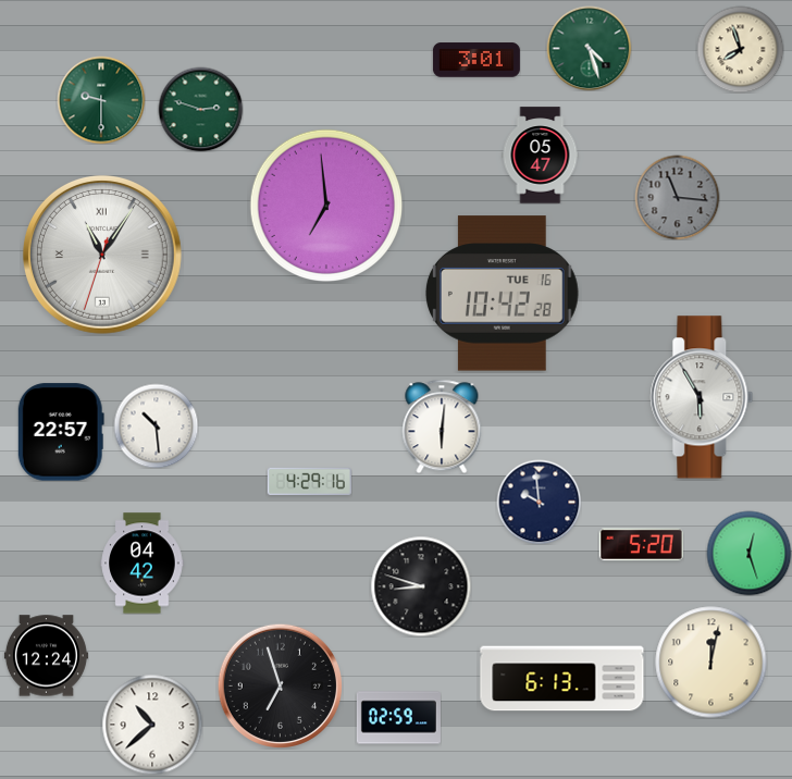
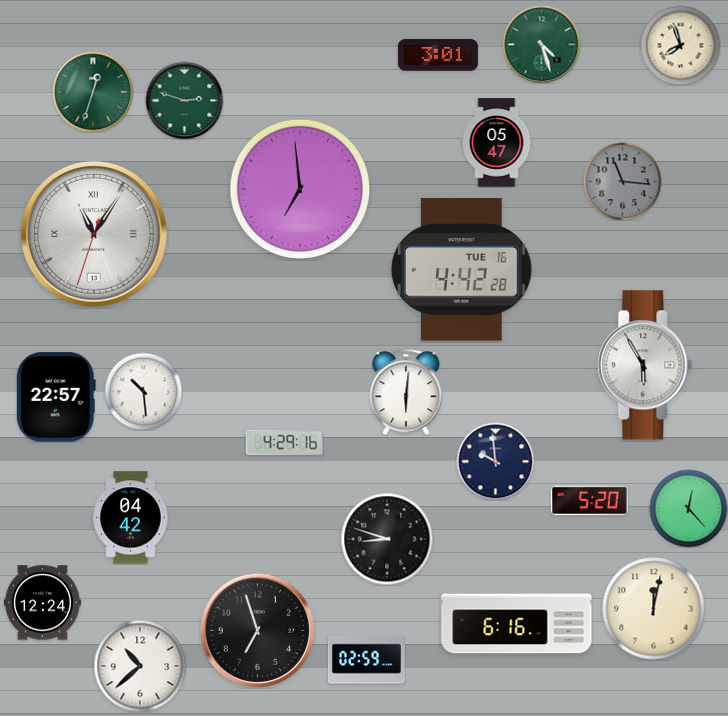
clock at (101, 100): 9:30 -> 12:33
clock at (502, 294): 10:42 -> 4:42
clock at (748, 553): 12:27 -> 12:23
clock at (562, 679): 6:13 -> 6:16
